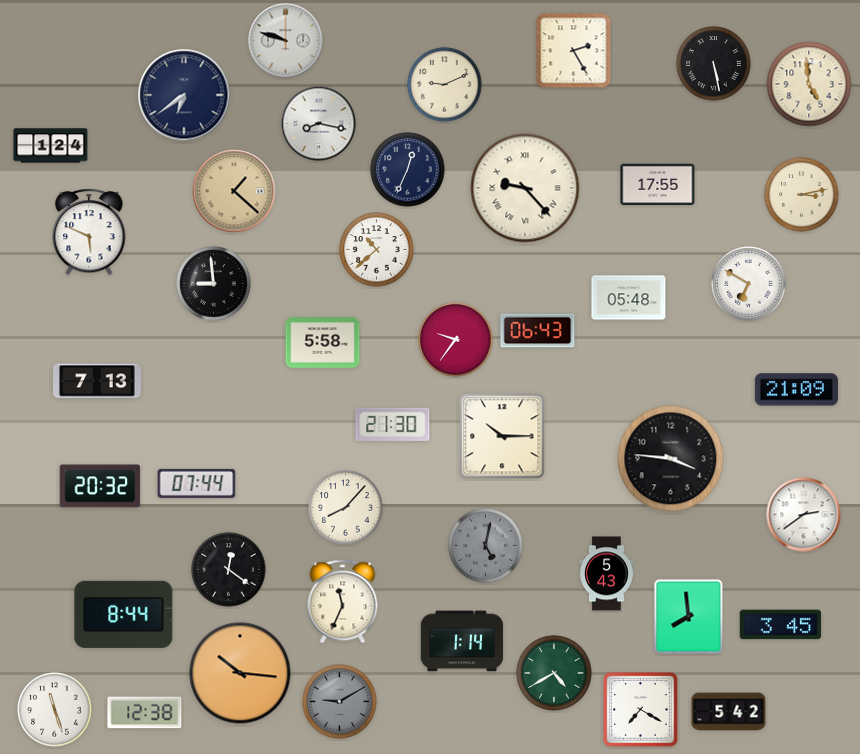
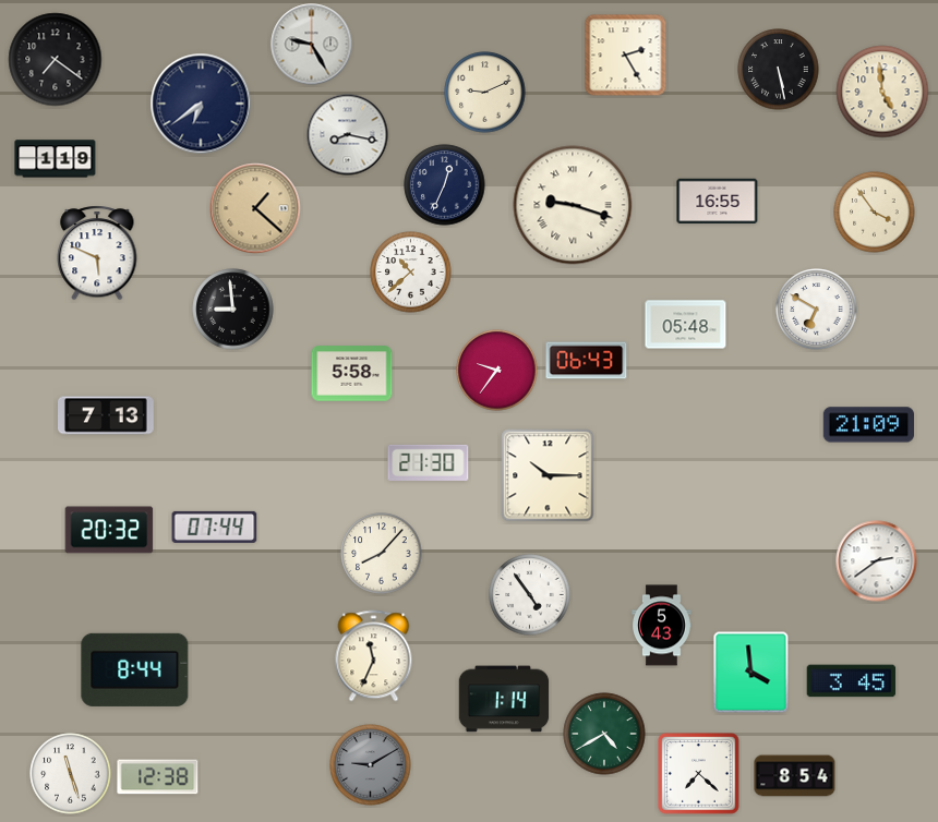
clock at (286, 41): 9:48 -> 9:25
clock at (56, 60): none -> 7:21
clock at (51, 146): 1:24 -> 1:19
clock at (658, 185): 17:55 -> 16:55
clock at (525, 188): 9:23 -> 9:18
clock at (802, 195): 3:13 -> 3:54
clock at (671, 459): 3:46 -> none
clock at (346, 508) position: (346, 508) -> (382, 554)
clock at (486, 546): 5:02 -> 4:54
clock at (486, 546) dial: grey -> white
clock at (229, 570): 12:21 -> none
clock at (689, 617): 7:59 -> 3:59
clock at (240, 673): 10:16 -> none
clock at (55, 710) position: (55, 710) -> (71, 774)
clock at (641, 710): 7:20 -> 7:22
clock at (729, 712): 5:42 -> 8:54
